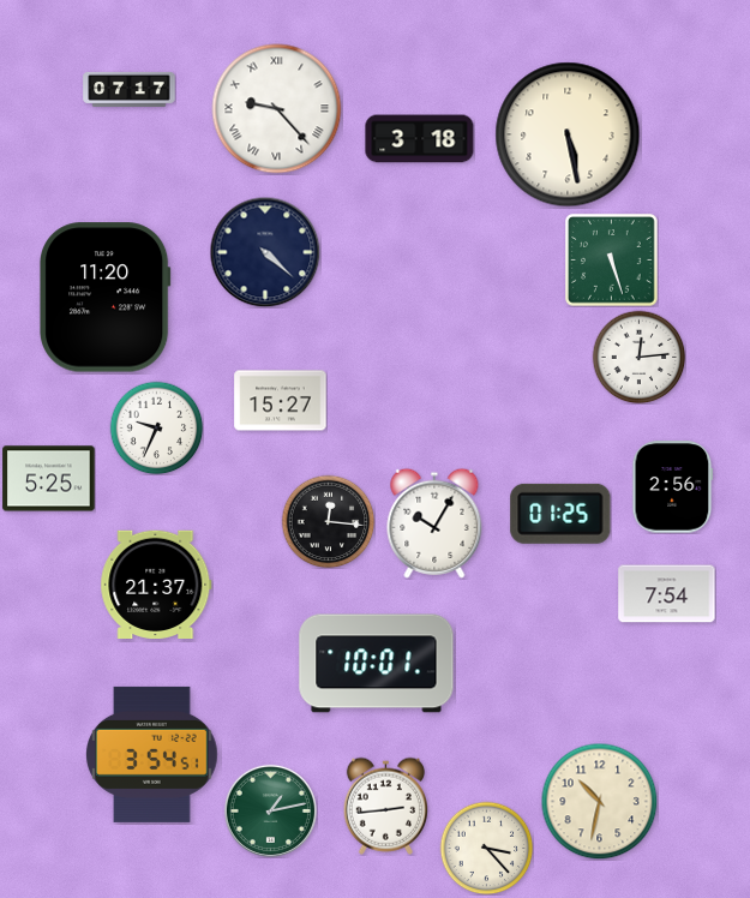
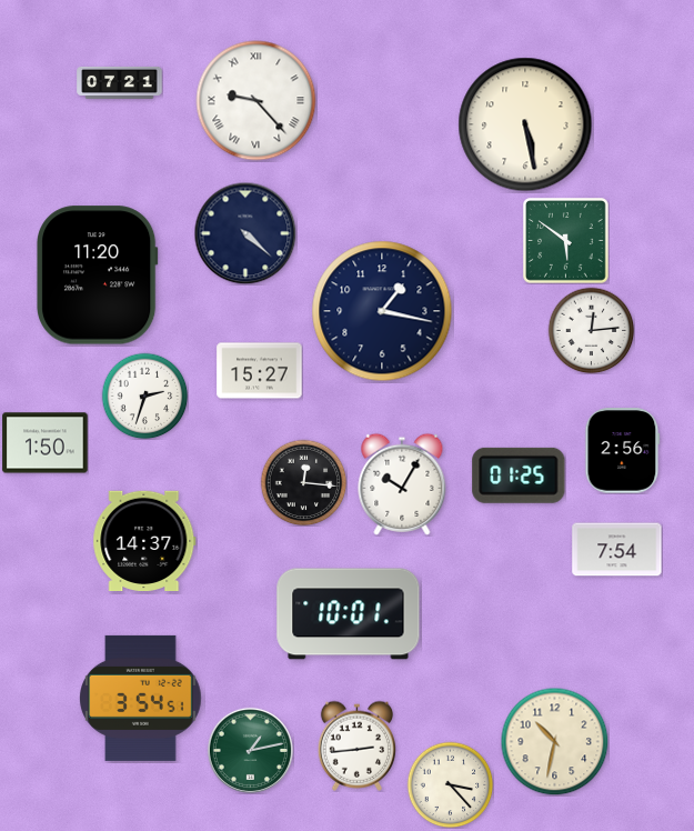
clock at (130, 89): 07:17 -> 07:21
clock at (420, 139): 3:18 -> none
clock at (612, 261): 5:27 -> 5:51
clock at (382, 311): none -> 1:17
clock at (156, 427): 9:34 -> 2:33
clock at (49, 479): 5:25 -> 1:50
clock at (156, 583): 21:37 -> 14:37
